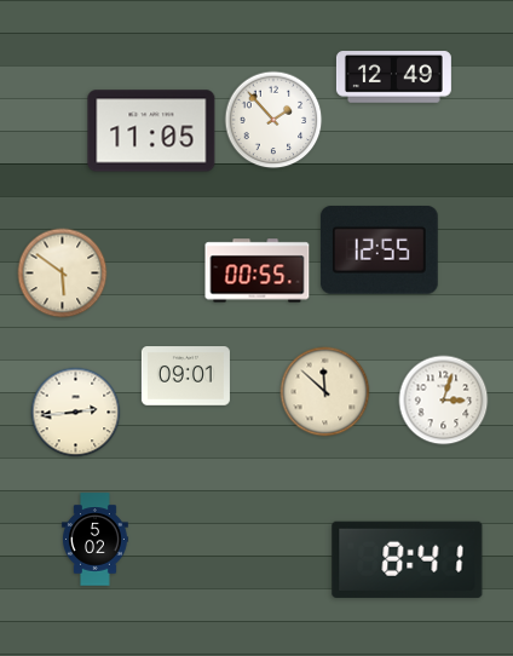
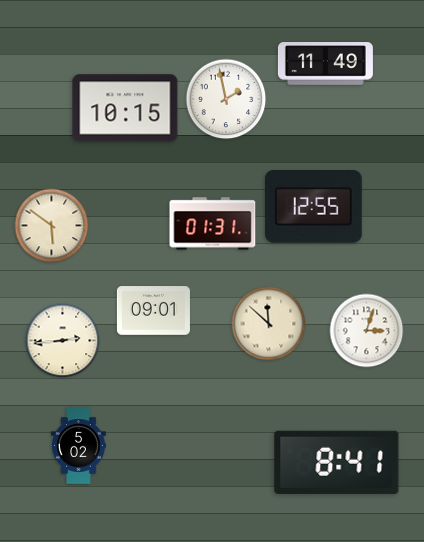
clock at (393, 77): 12:49 -> 11:49
clock at (273, 120): 1:53 -> 1:58
clock at (151, 131): 11:05 -> 10:15
clock at (258, 271): 00:55 -> 01:31
